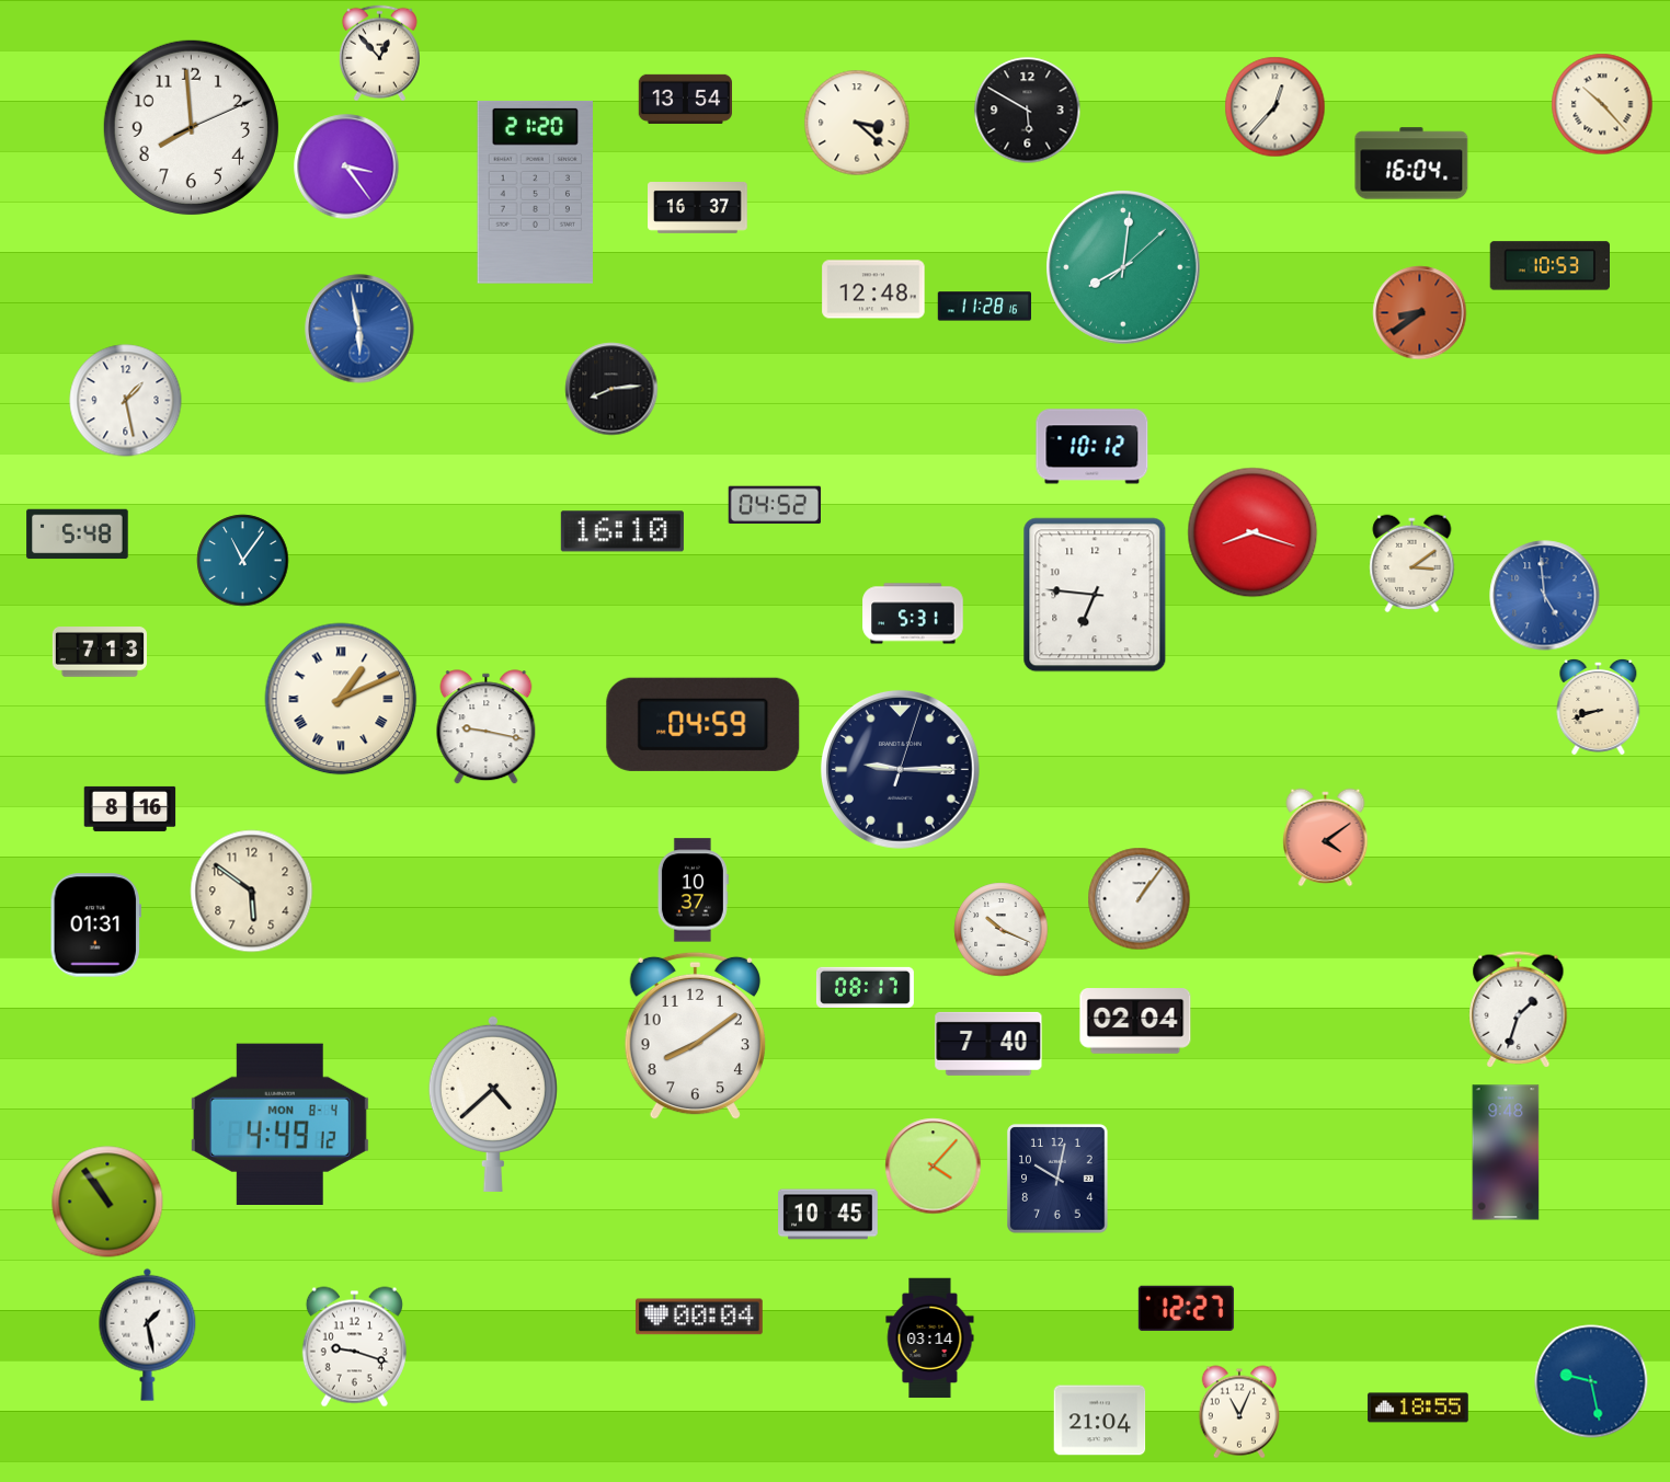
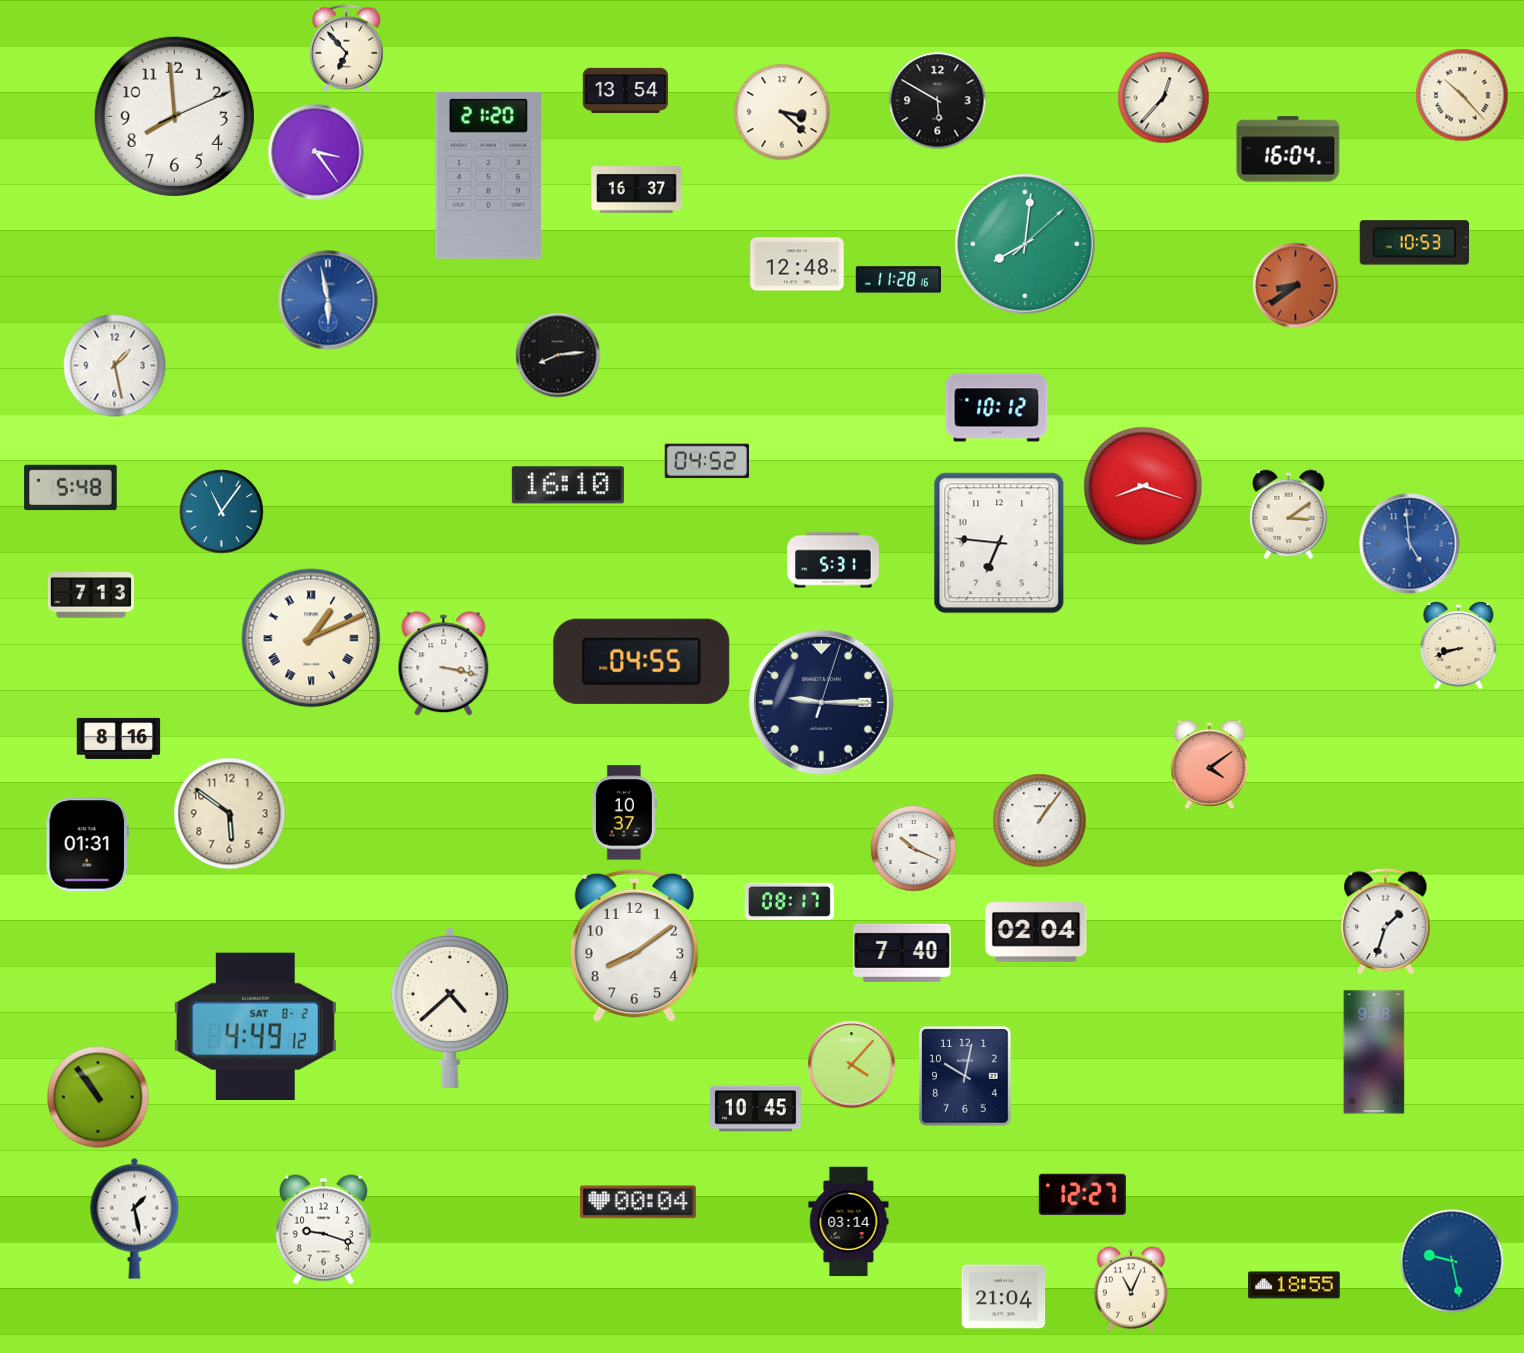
clock at (379, 54): 12:53 -> 6:53
clock at (704, 724): 04:59 -> 04:55
clock at (487, 727): 9:17 -> 3:17
clock at (693, 891) position: (693, 891) -> (624, 813)
clock at (279, 1124) date: MON 8-4 -> SAT 8-2
